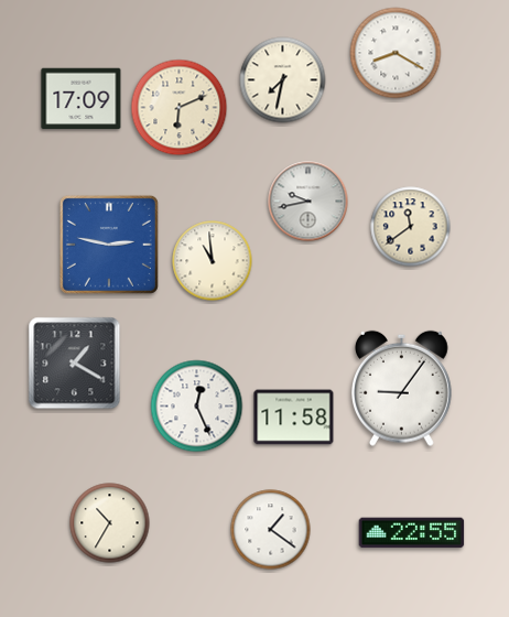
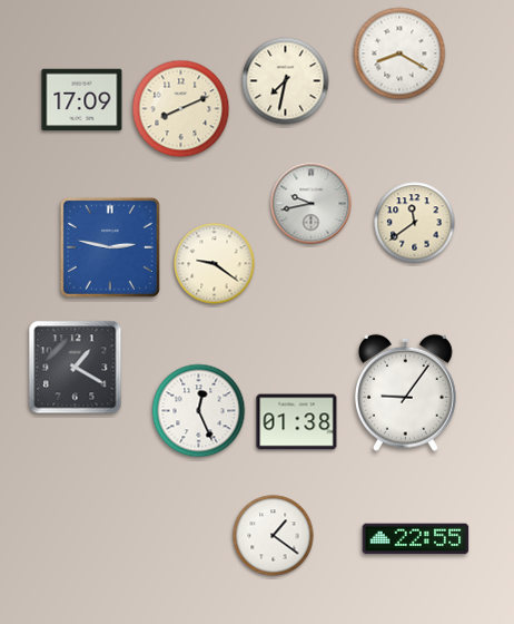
clock at (180, 108): 6:11 -> 8:11
clock at (411, 227) position: (411, 227) -> (415, 223)
clock at (213, 261): 10:59 -> 9:21
clock at (294, 418): 11:58 -> 01:38
clock at (110, 523): 10:35 -> none
